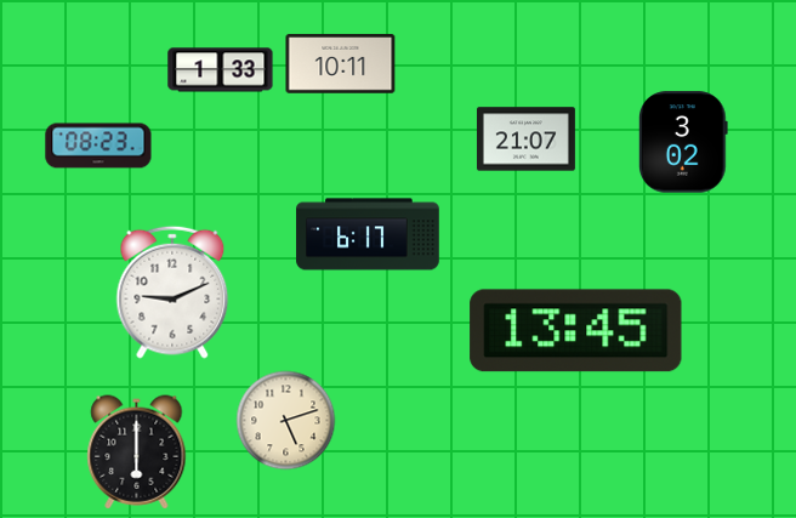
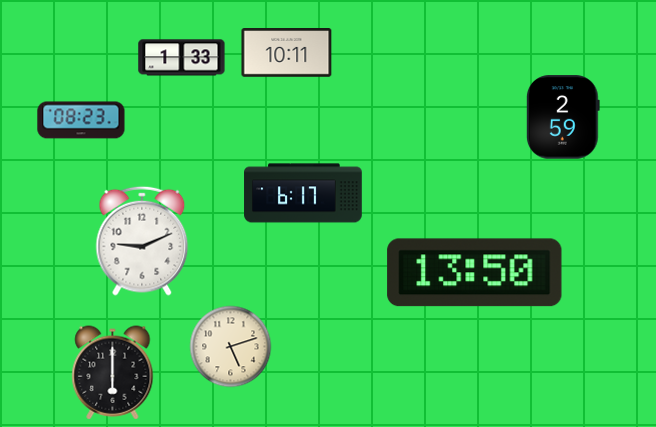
clock at (341, 64) position: (341, 64) -> (287, 53)
clock at (525, 140): 21:07 -> none
clock at (683, 142): 3:02 -> 2:59
clock at (576, 331): 13:45 -> 13:50
clock at (286, 421) position: (286, 421) -> (231, 347)
